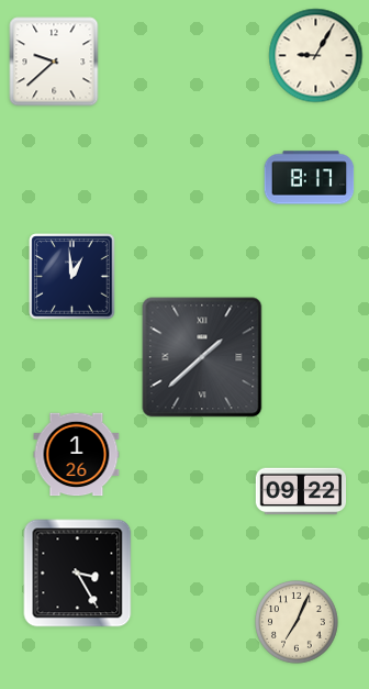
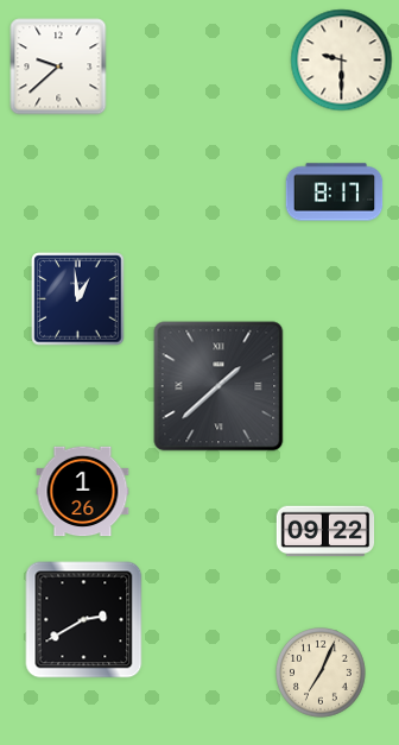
clock at (316, 56): 9:05 -> 9:30
clock at (78, 574): 3:25 -> 2:40
